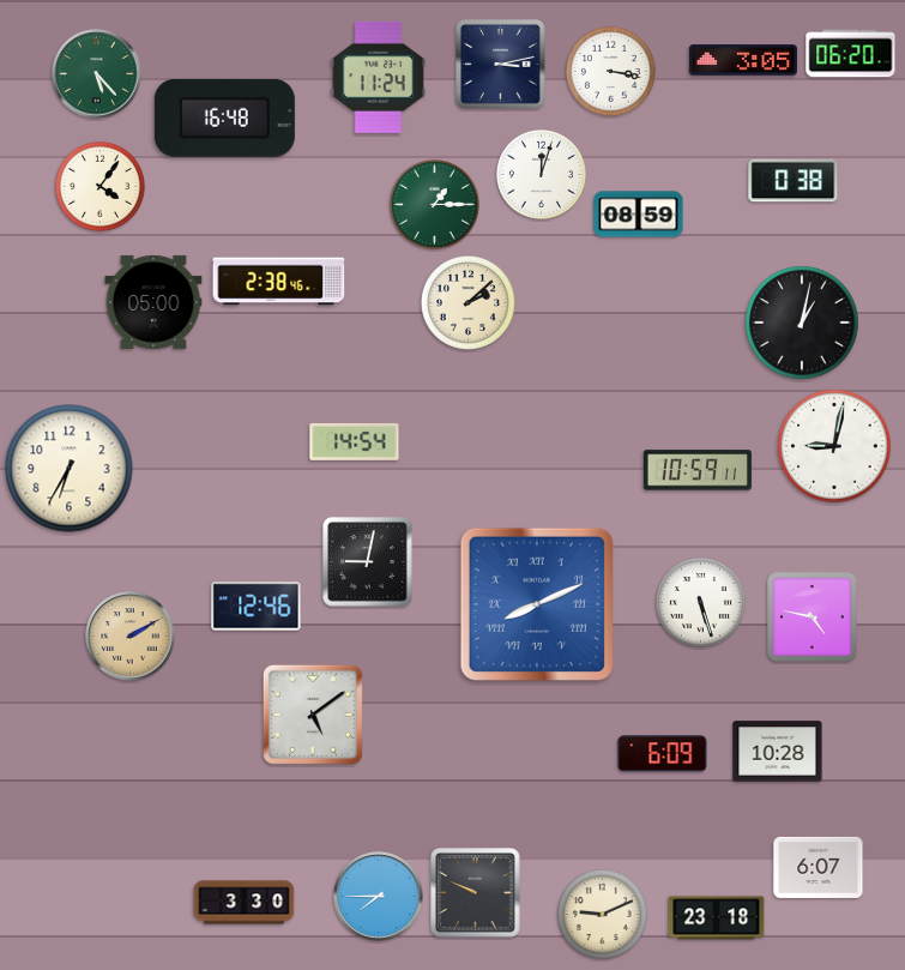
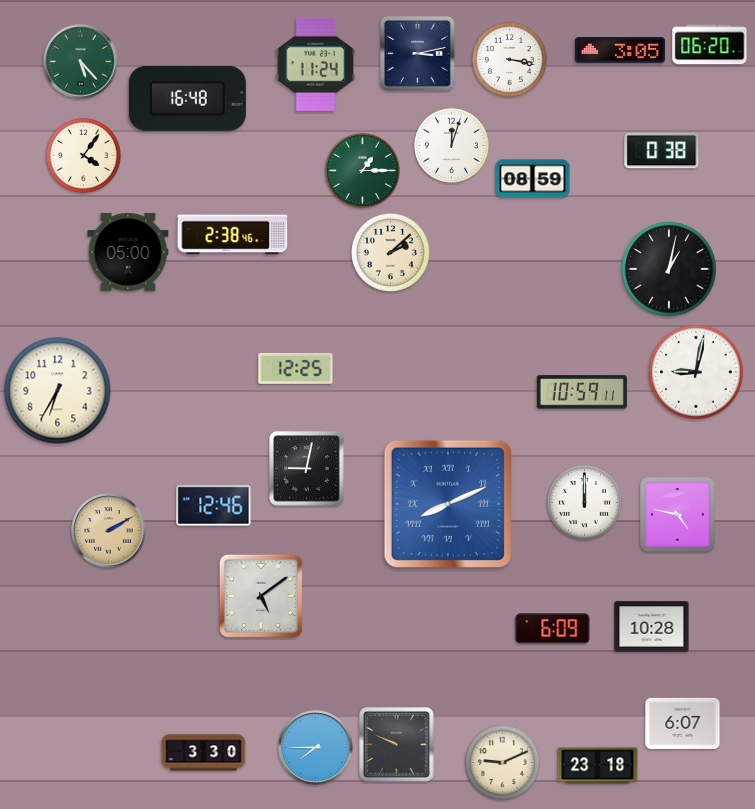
clock at (355, 441): 14:54 -> 12:25
clock at (700, 602): 5:27 -> 12:00
clock at (778, 752) position: (778, 752) -> (652, 627)
